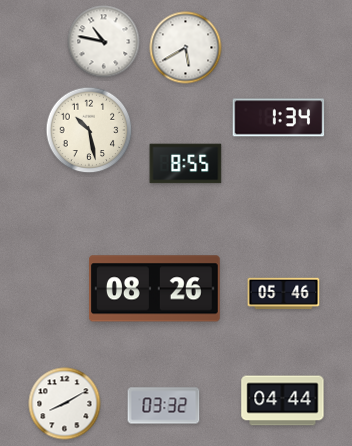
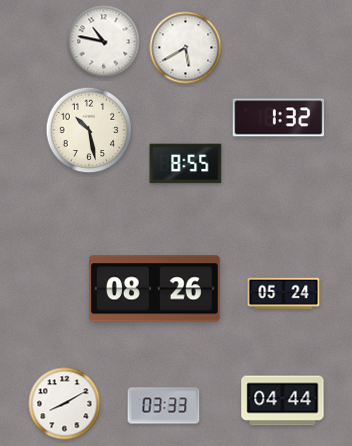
clock at (279, 118): 1:34 -> 1:32
clock at (284, 294): 05:46 -> 05:24
clock at (164, 406): 03:32 -> 03:33
